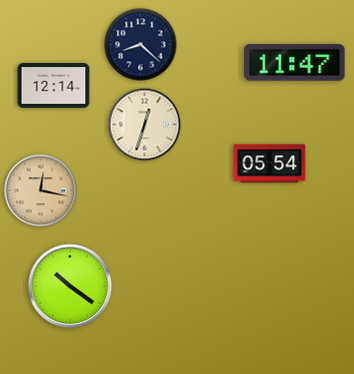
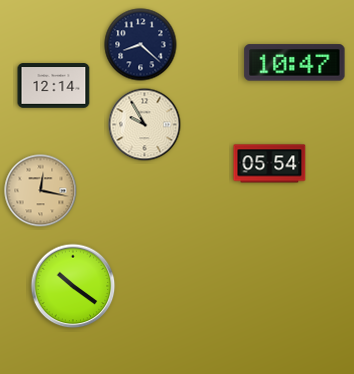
clock at (295, 63): 11:47 -> 10:47
clock at (145, 125): 12:33 -> 9:55
clock at (70, 286) position: (70, 286) -> (73, 286)
